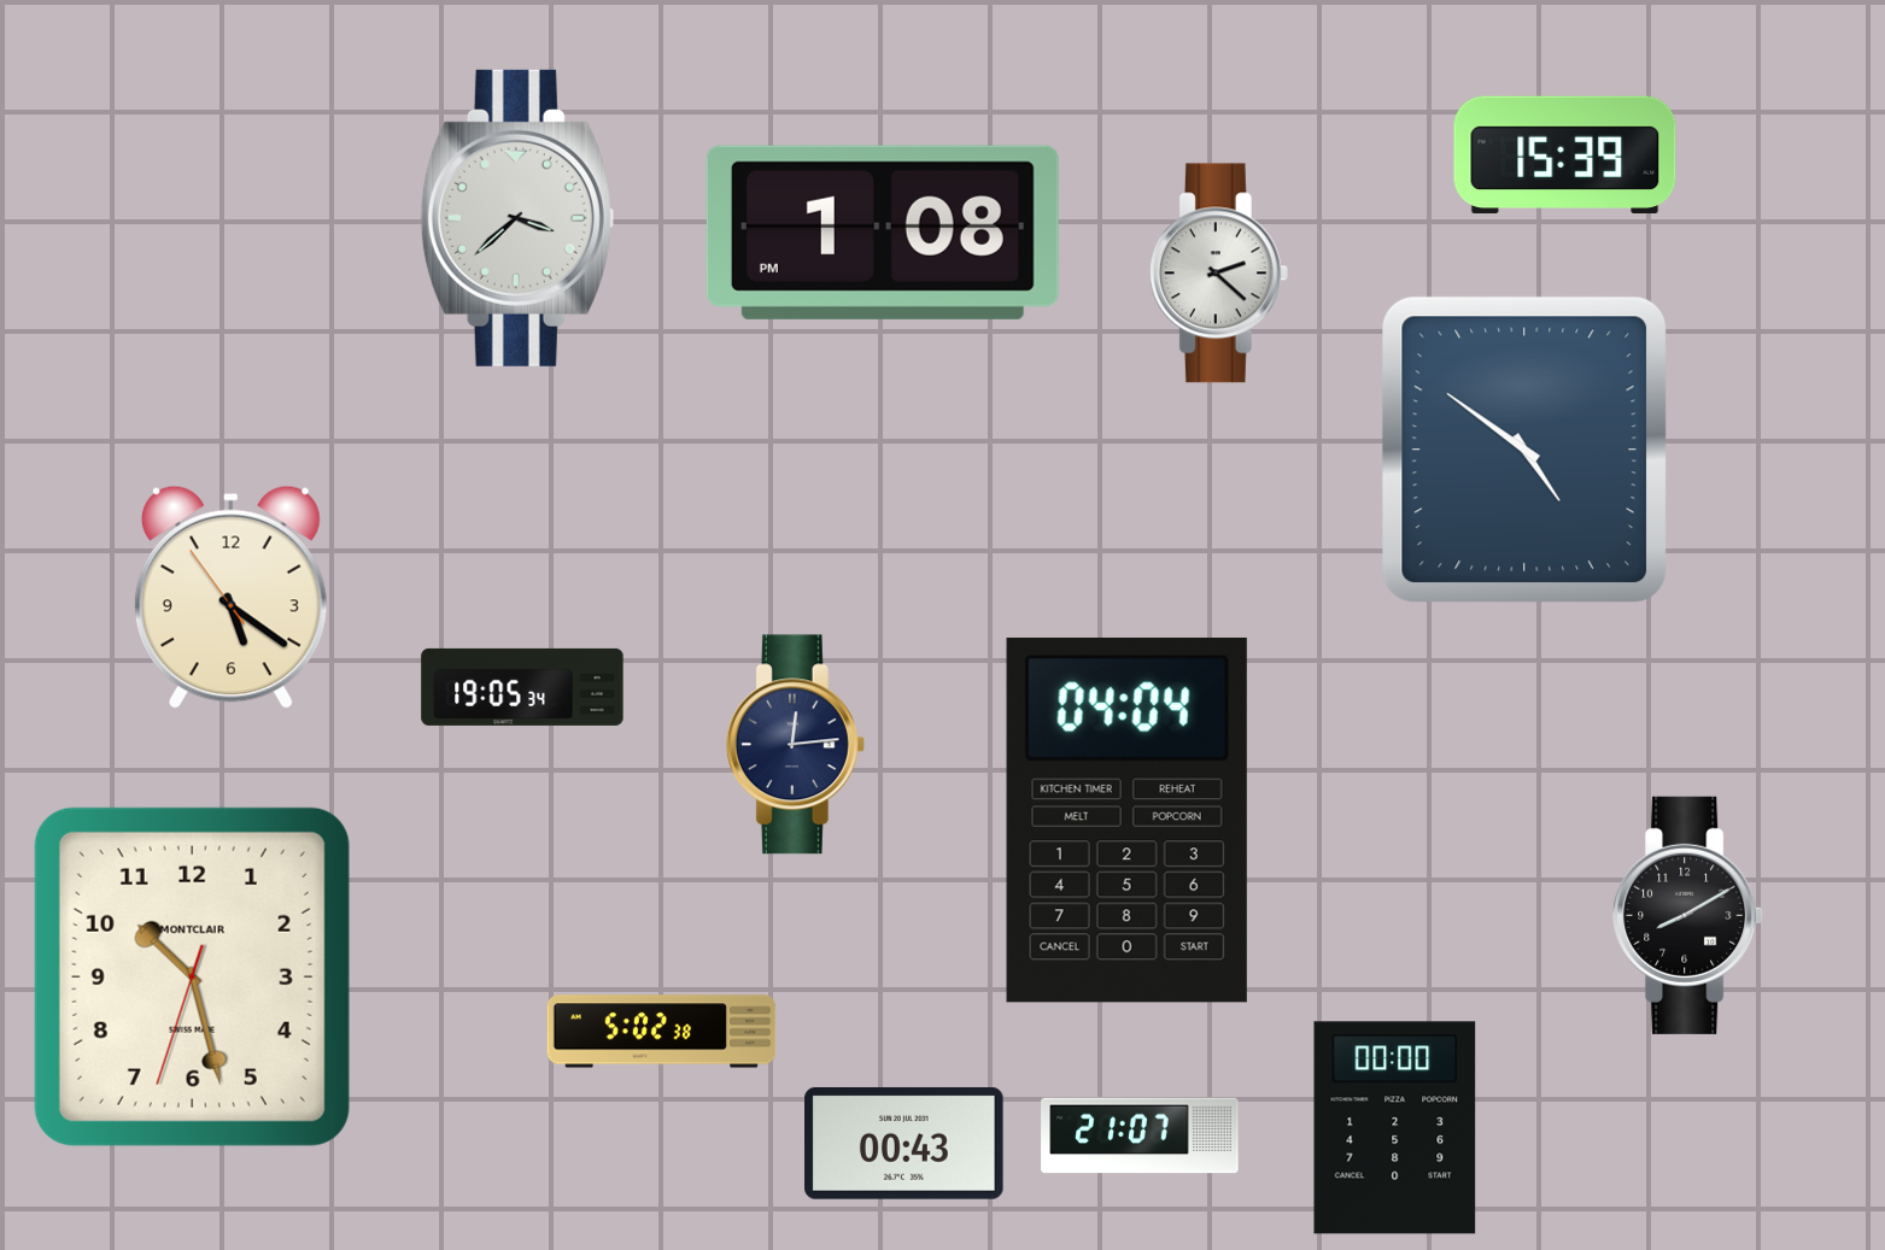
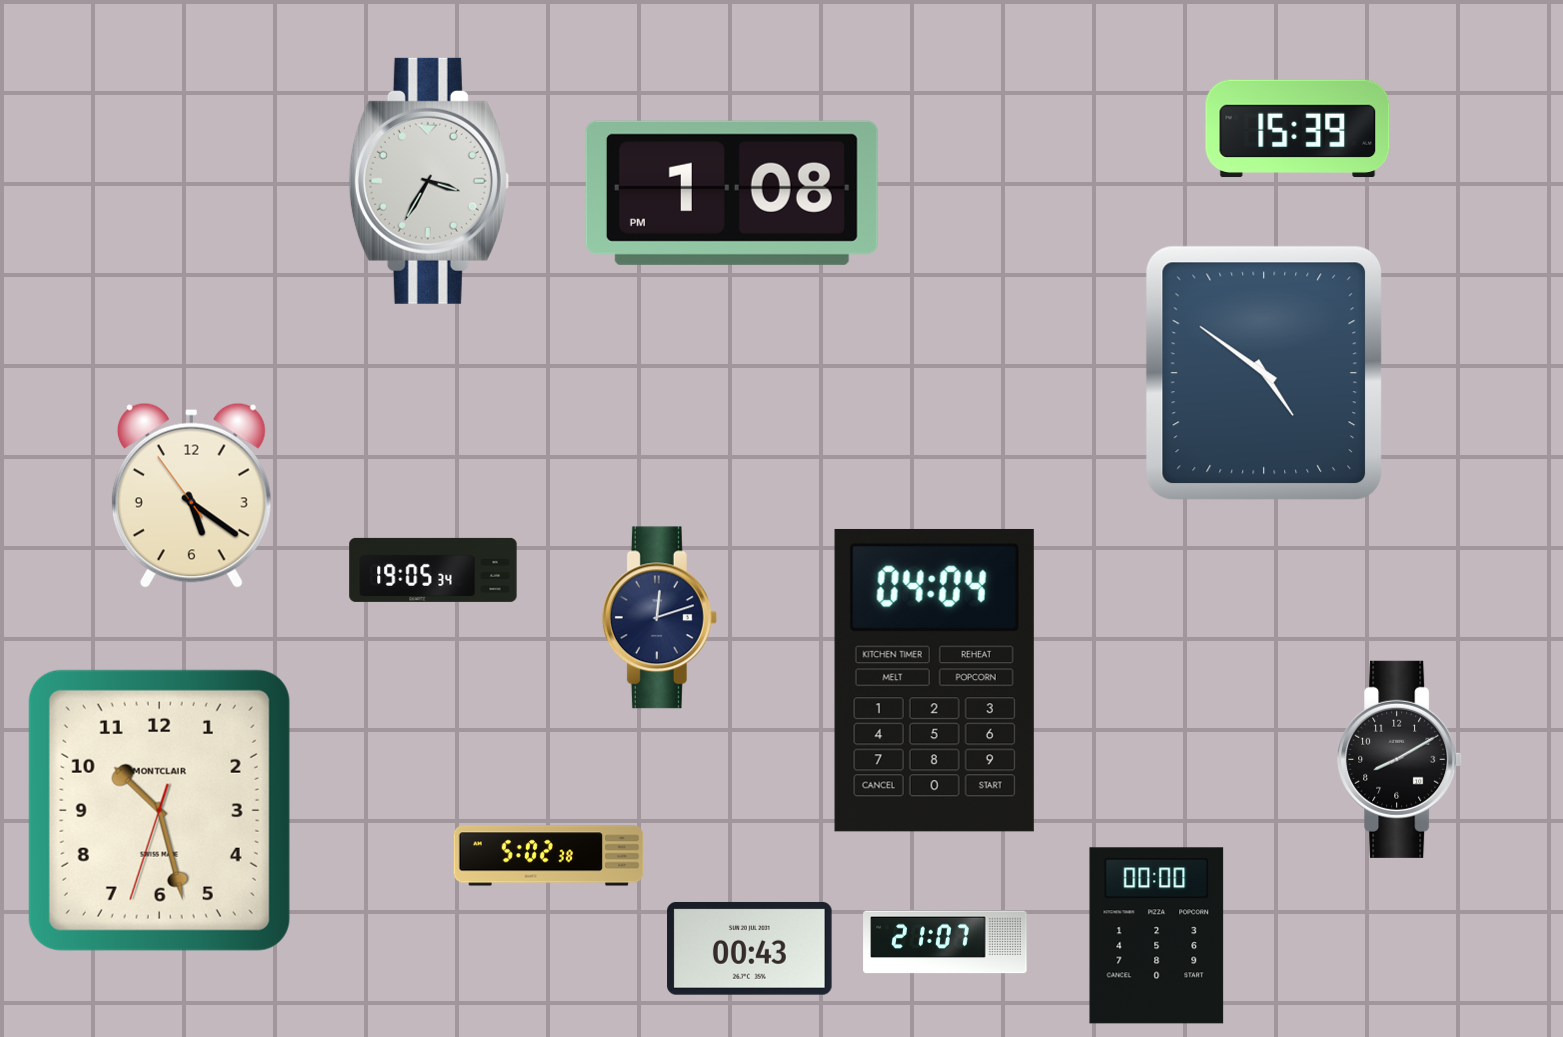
clock at (517, 218): 3:38 -> 3:35
clock at (1218, 274): 2:22 -> none
clock at (795, 745): 12:14 -> 12:12
